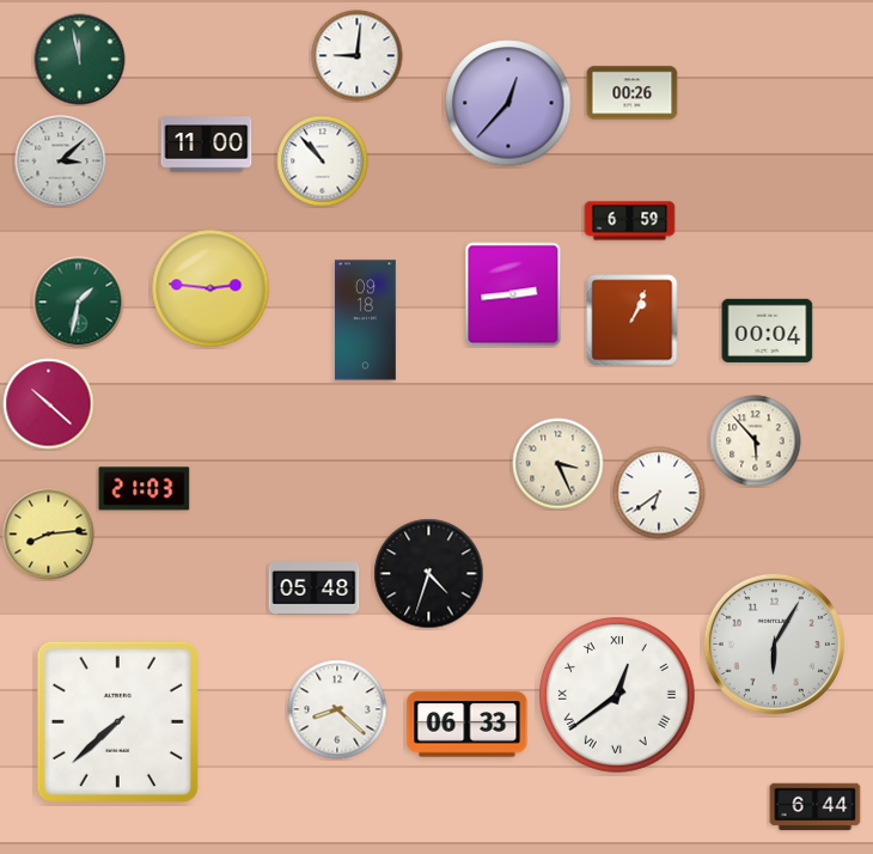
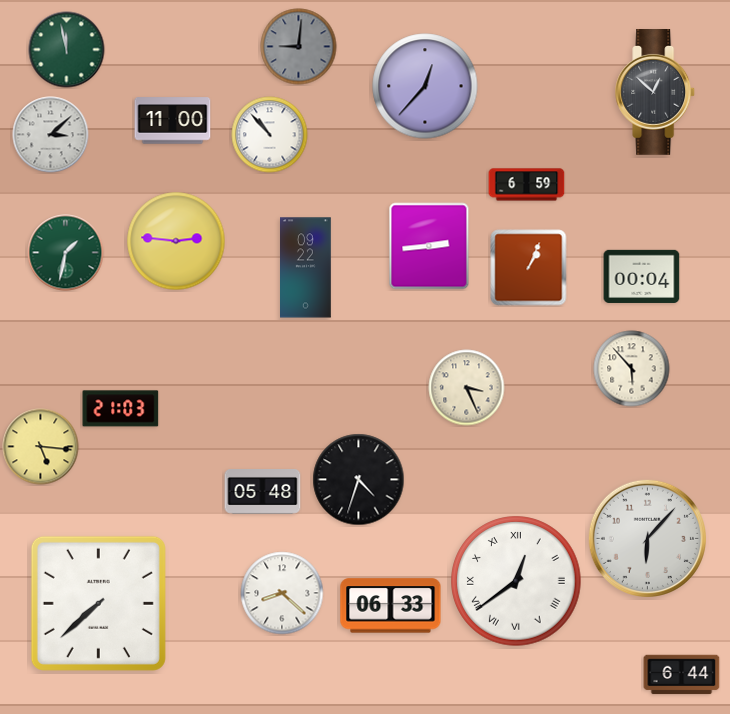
clock at (358, 56) dial: white -> grey
clock at (633, 93): 00:26 -> none
clock at (656, 93): none -> 12:52
clock at (366, 321): 09:18 -> 09:22
clock at (49, 404): 10:22 -> none
clock at (659, 493): 6:39 -> none
clock at (49, 535): 8:14 -> 5:16
clock at (774, 643): 6:05 -> 6:07
